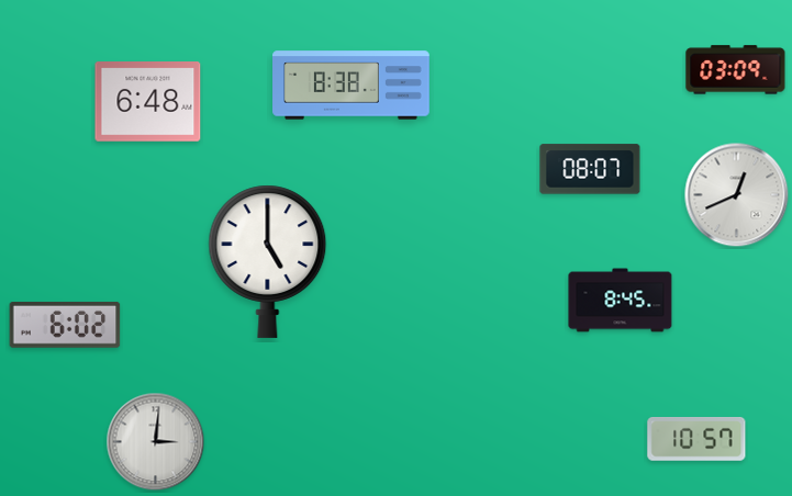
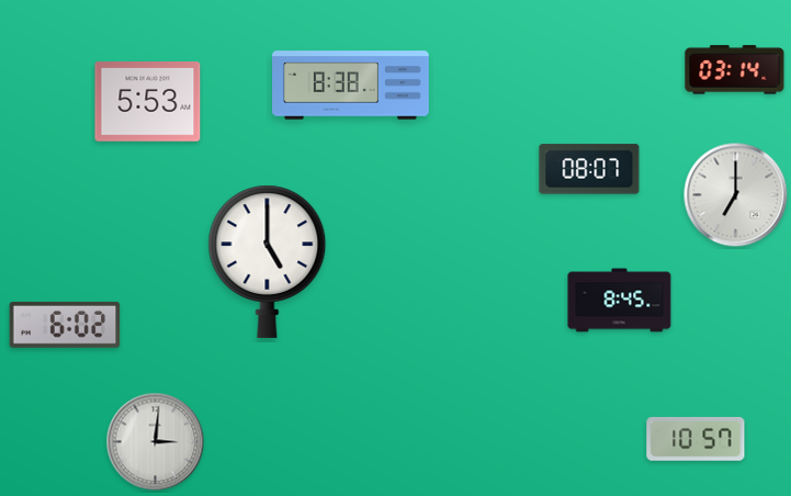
clock at (736, 70): 03:09 -> 03:14
clock at (148, 102): 6:48 -> 5:53
clock at (737, 195): 12:41 -> 7:00
